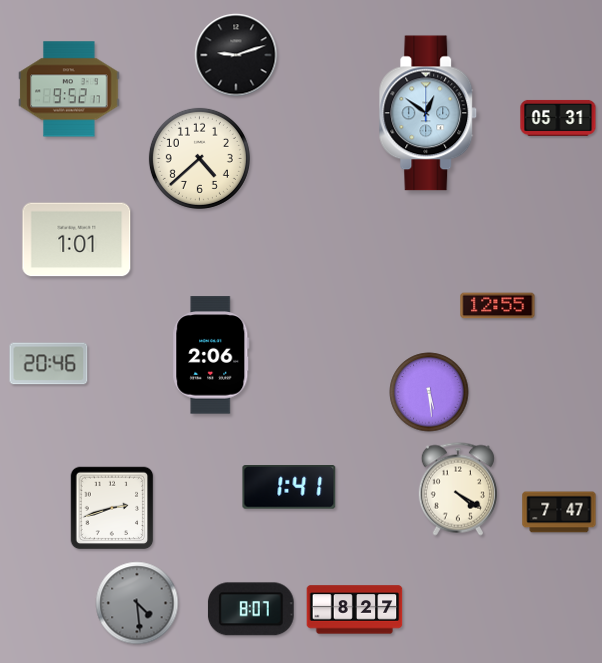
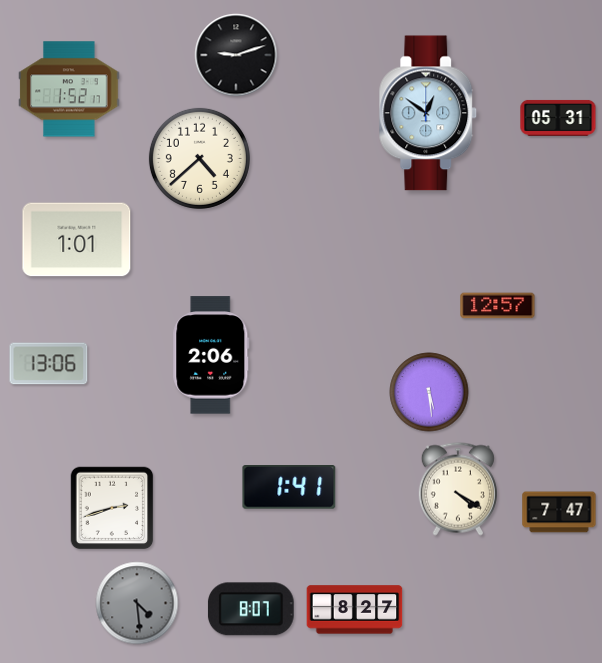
clock at (69, 89): 9:52 -> 1:52
clock at (498, 306): 12:55 -> 12:57
clock at (49, 364): 20:46 -> 13:06
